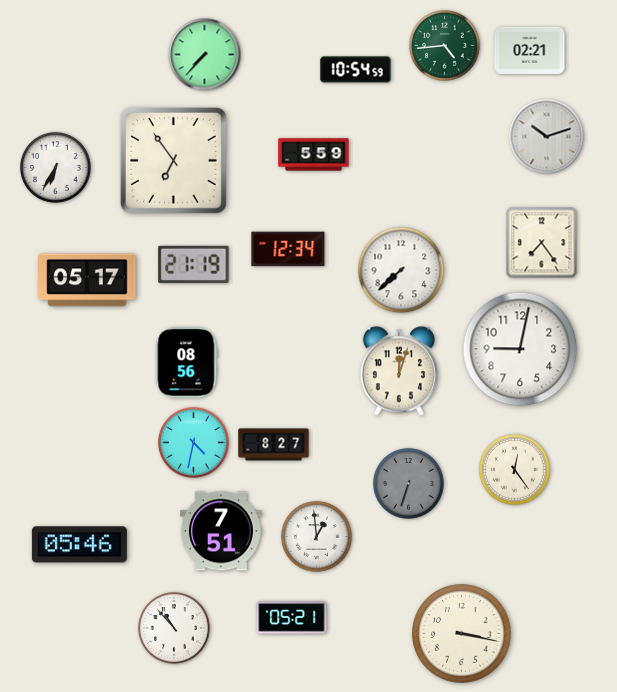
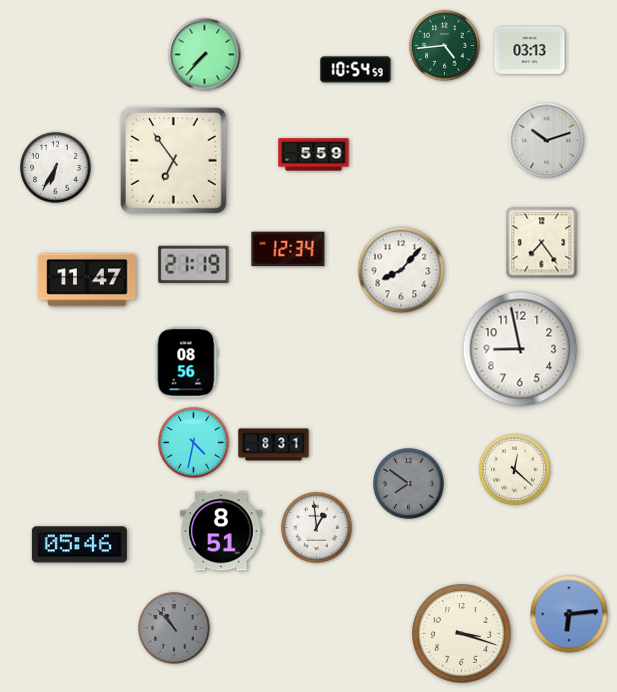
clock at (530, 50): 02:21 -> 03:13
clock at (547, 137) position: (547, 137) -> (547, 141)
clock at (401, 270): 7:38 -> 8:07
clock at (87, 280): 05:17 -> 11:47
clock at (520, 349): 9:02 -> 8:58
clock at (398, 371): 12:03 -> none
clock at (274, 445): 8:27 -> 8:31
clock at (515, 470): 12:24 -> 12:22
clock at (409, 484): 6:33 -> 7:51
clock at (222, 531): 7:51 -> 8:51
clock at (317, 537) position: (317, 537) -> (317, 528)
clock at (569, 614): none -> 6:14
clock at (292, 618): 05:21 -> none
clock at (174, 628) dial: white -> grey
clock at (462, 634): 3:17 -> 3:18
